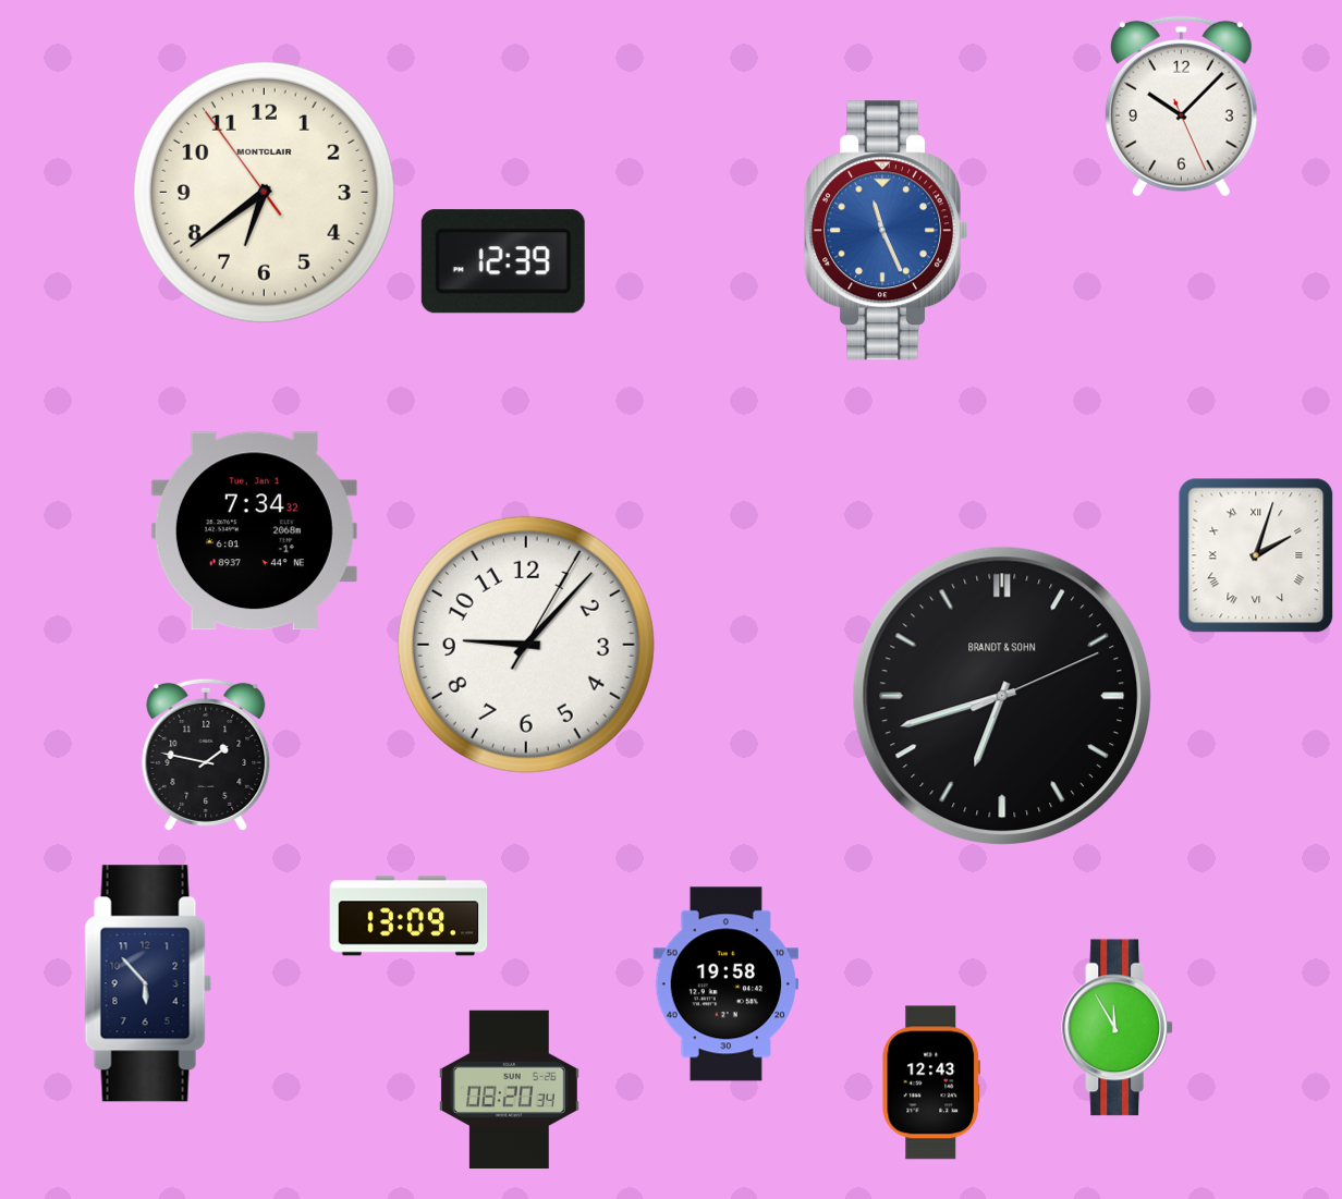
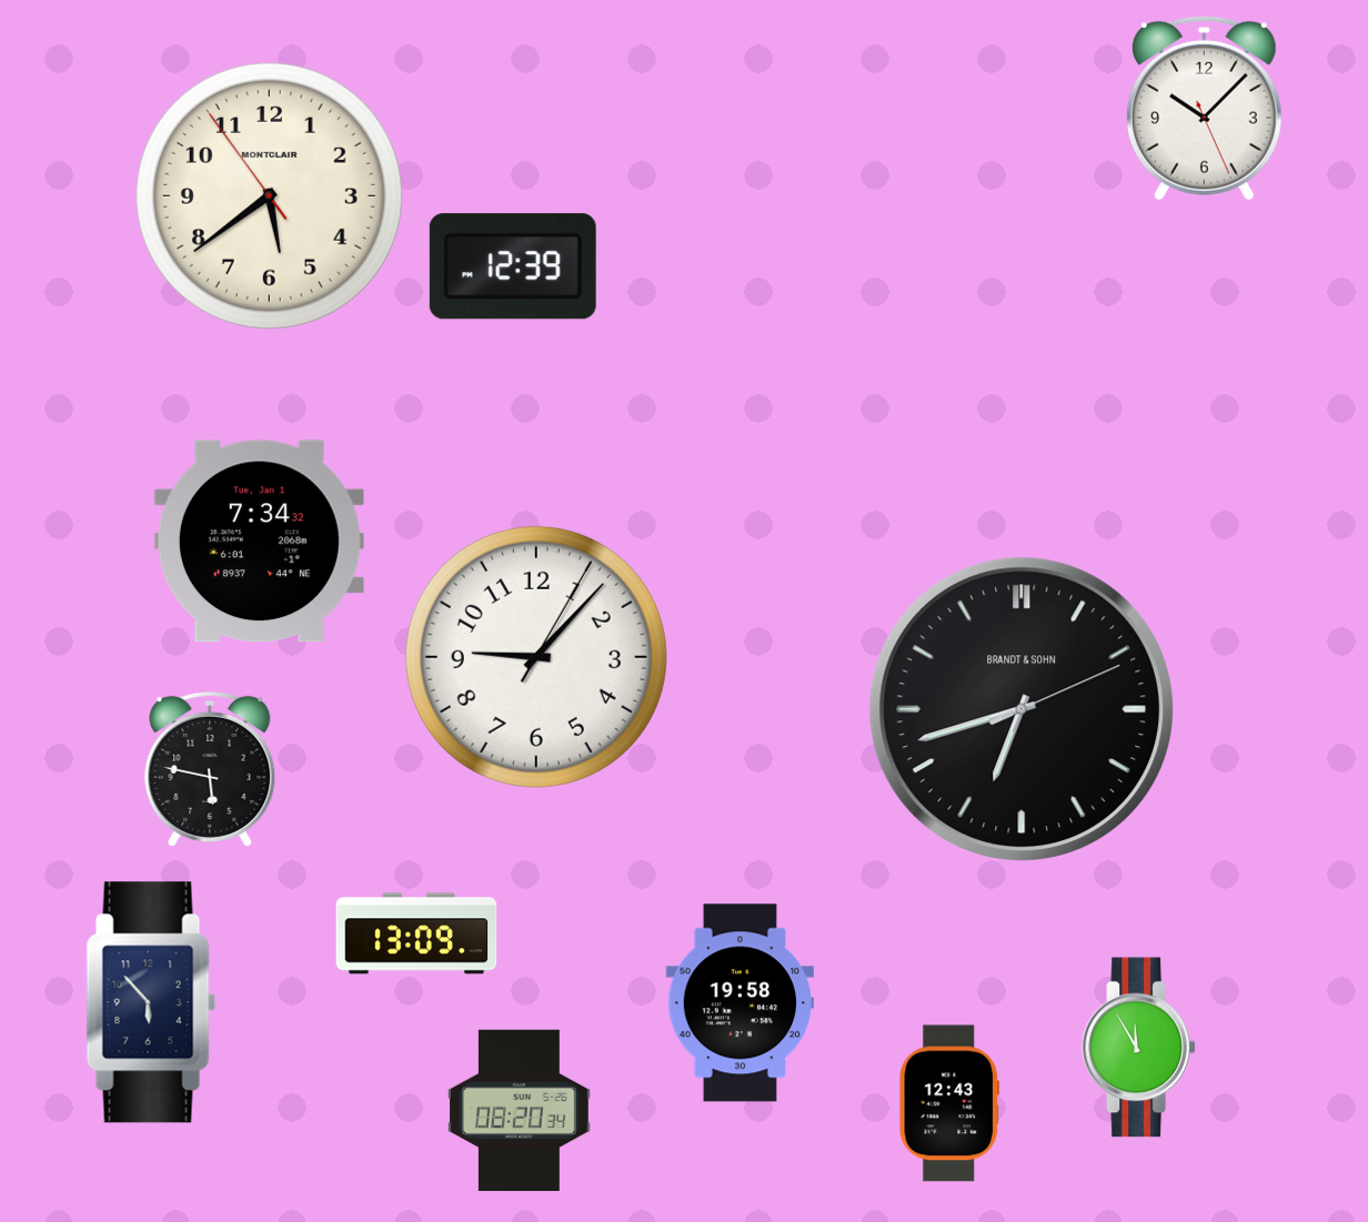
clock at (264, 192): 6:38 -> 5:38
clock at (886, 231): 11:26 -> none
clock at (1256, 555): 2:03 -> none
clock at (206, 755): 1:47 -> 5:47
